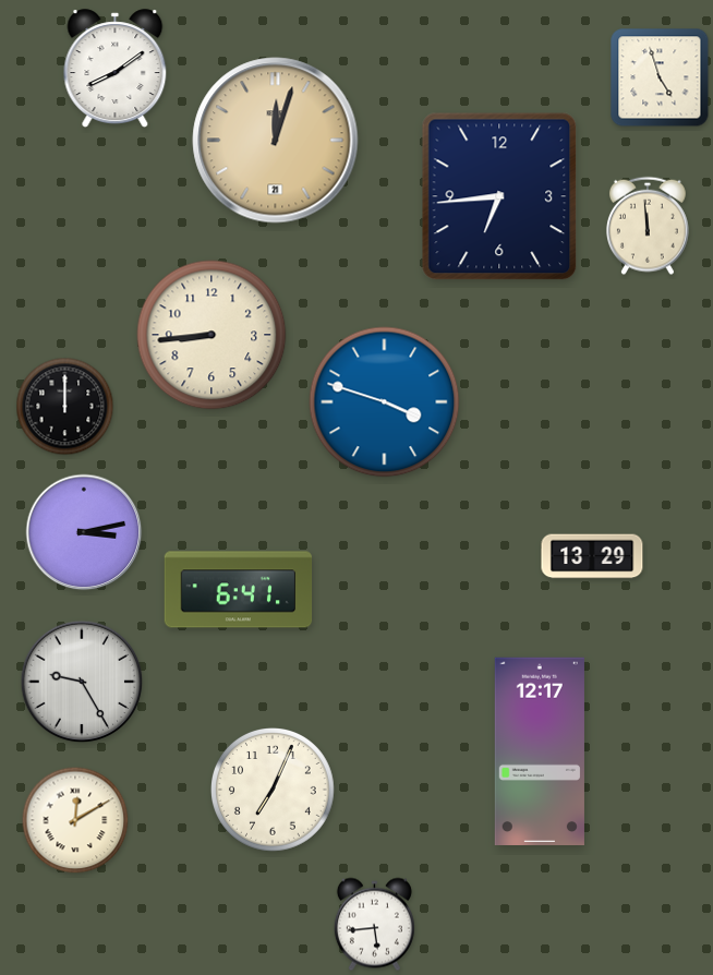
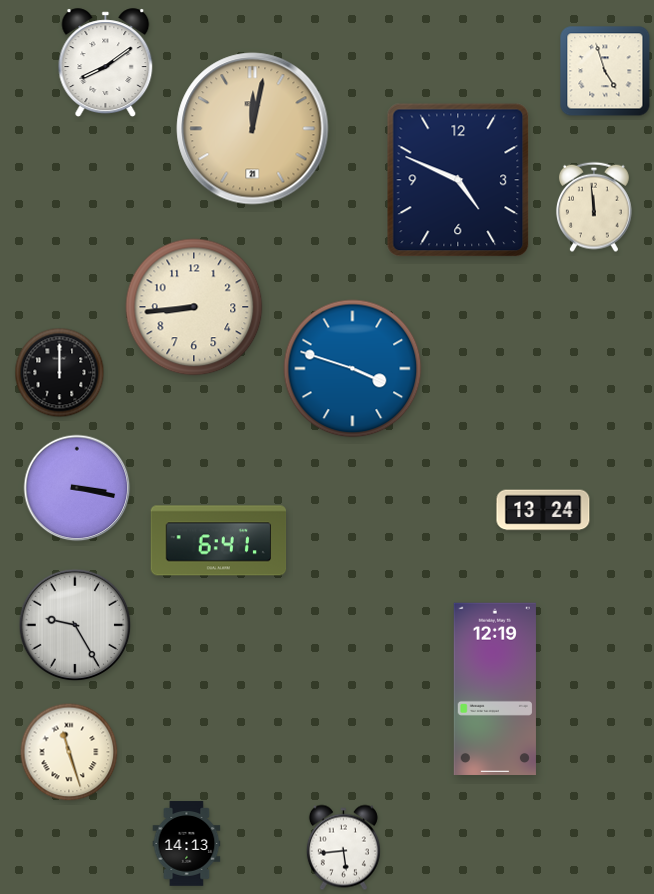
clock at (276, 141): 12:03 -> 12:02
clock at (499, 196): 6:44 -> 4:49
clock at (84, 532): 3:13 -> 3:17
clock at (592, 556): 13:29 -> 13:24
clock at (540, 751): 12:17 -> 12:19
clock at (274, 791): 7:04 -> none
clock at (75, 820): 12:10 -> 11:27
clock at (187, 844): none -> 14:13
